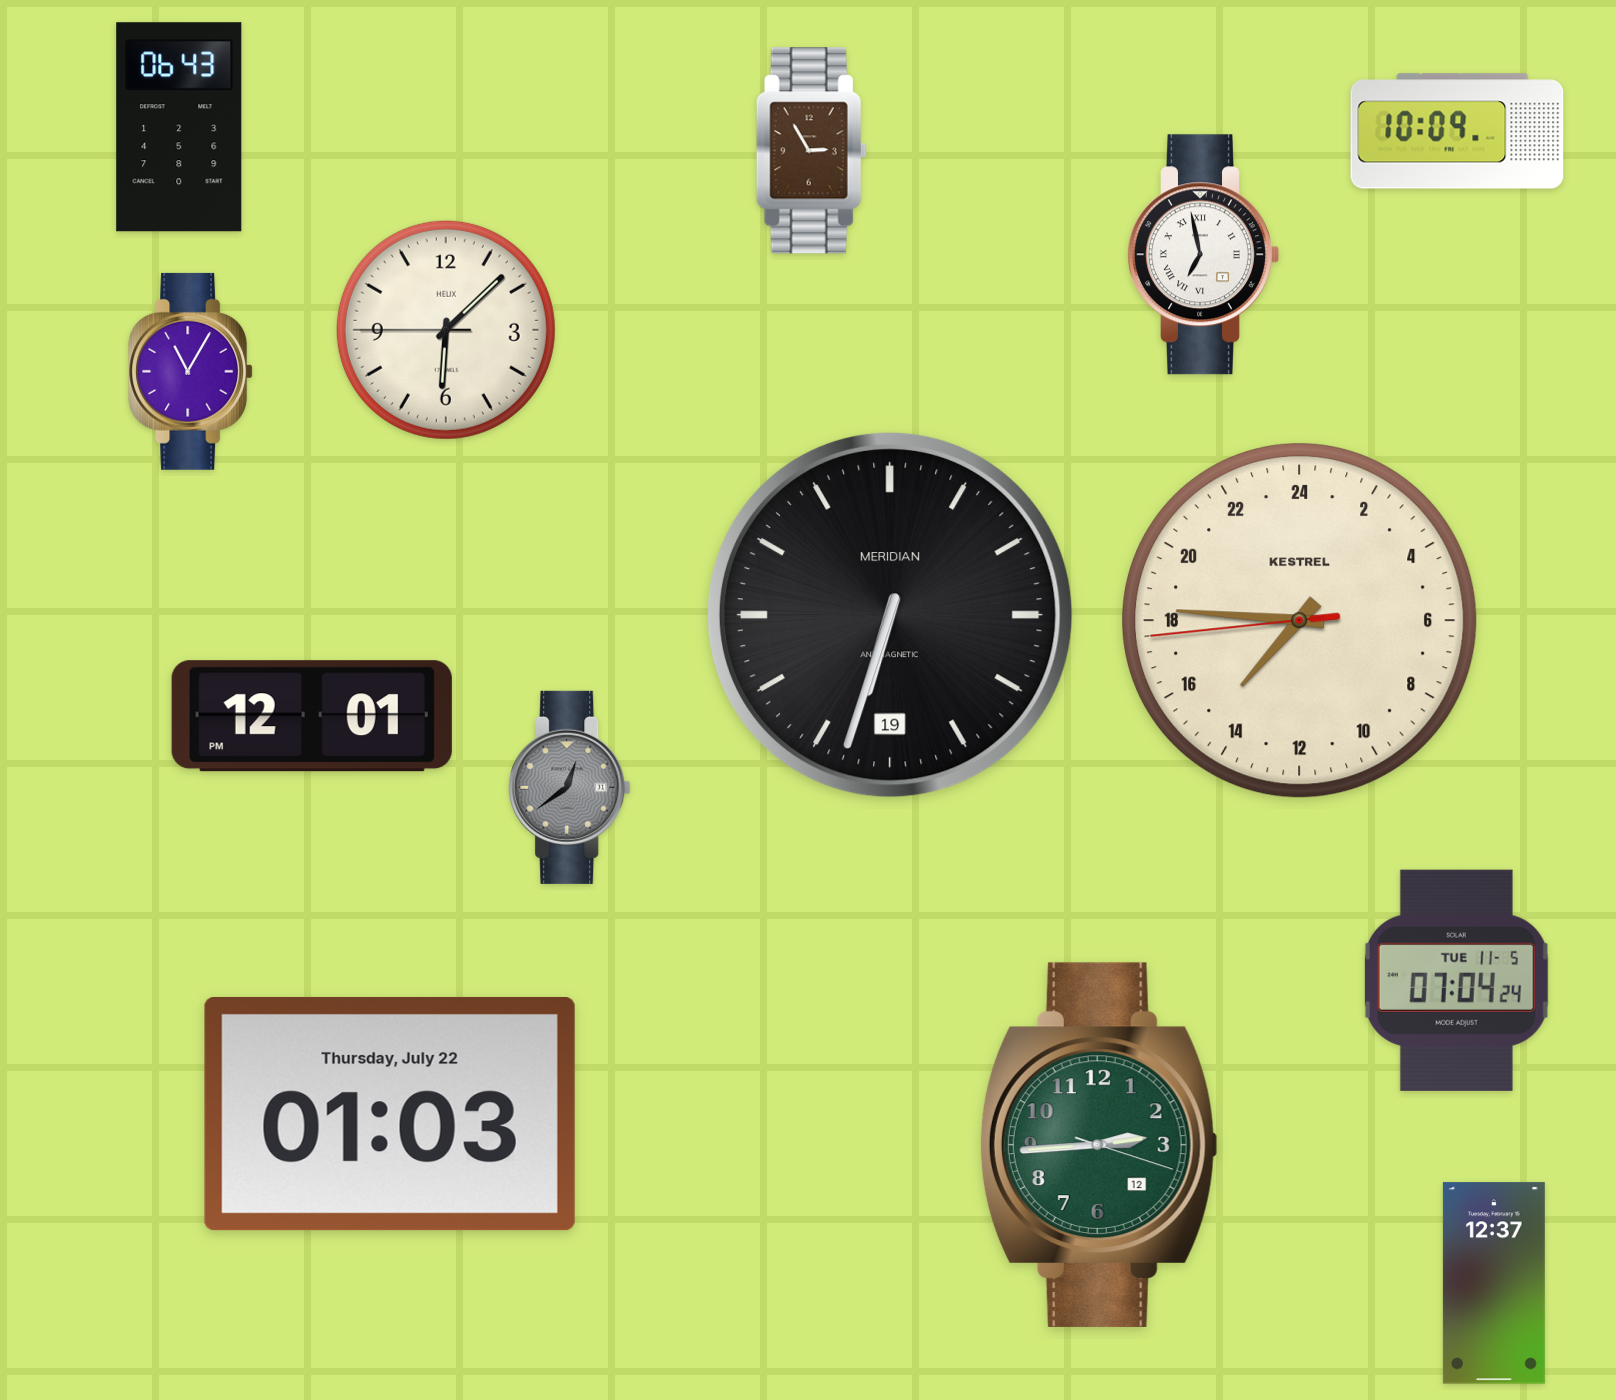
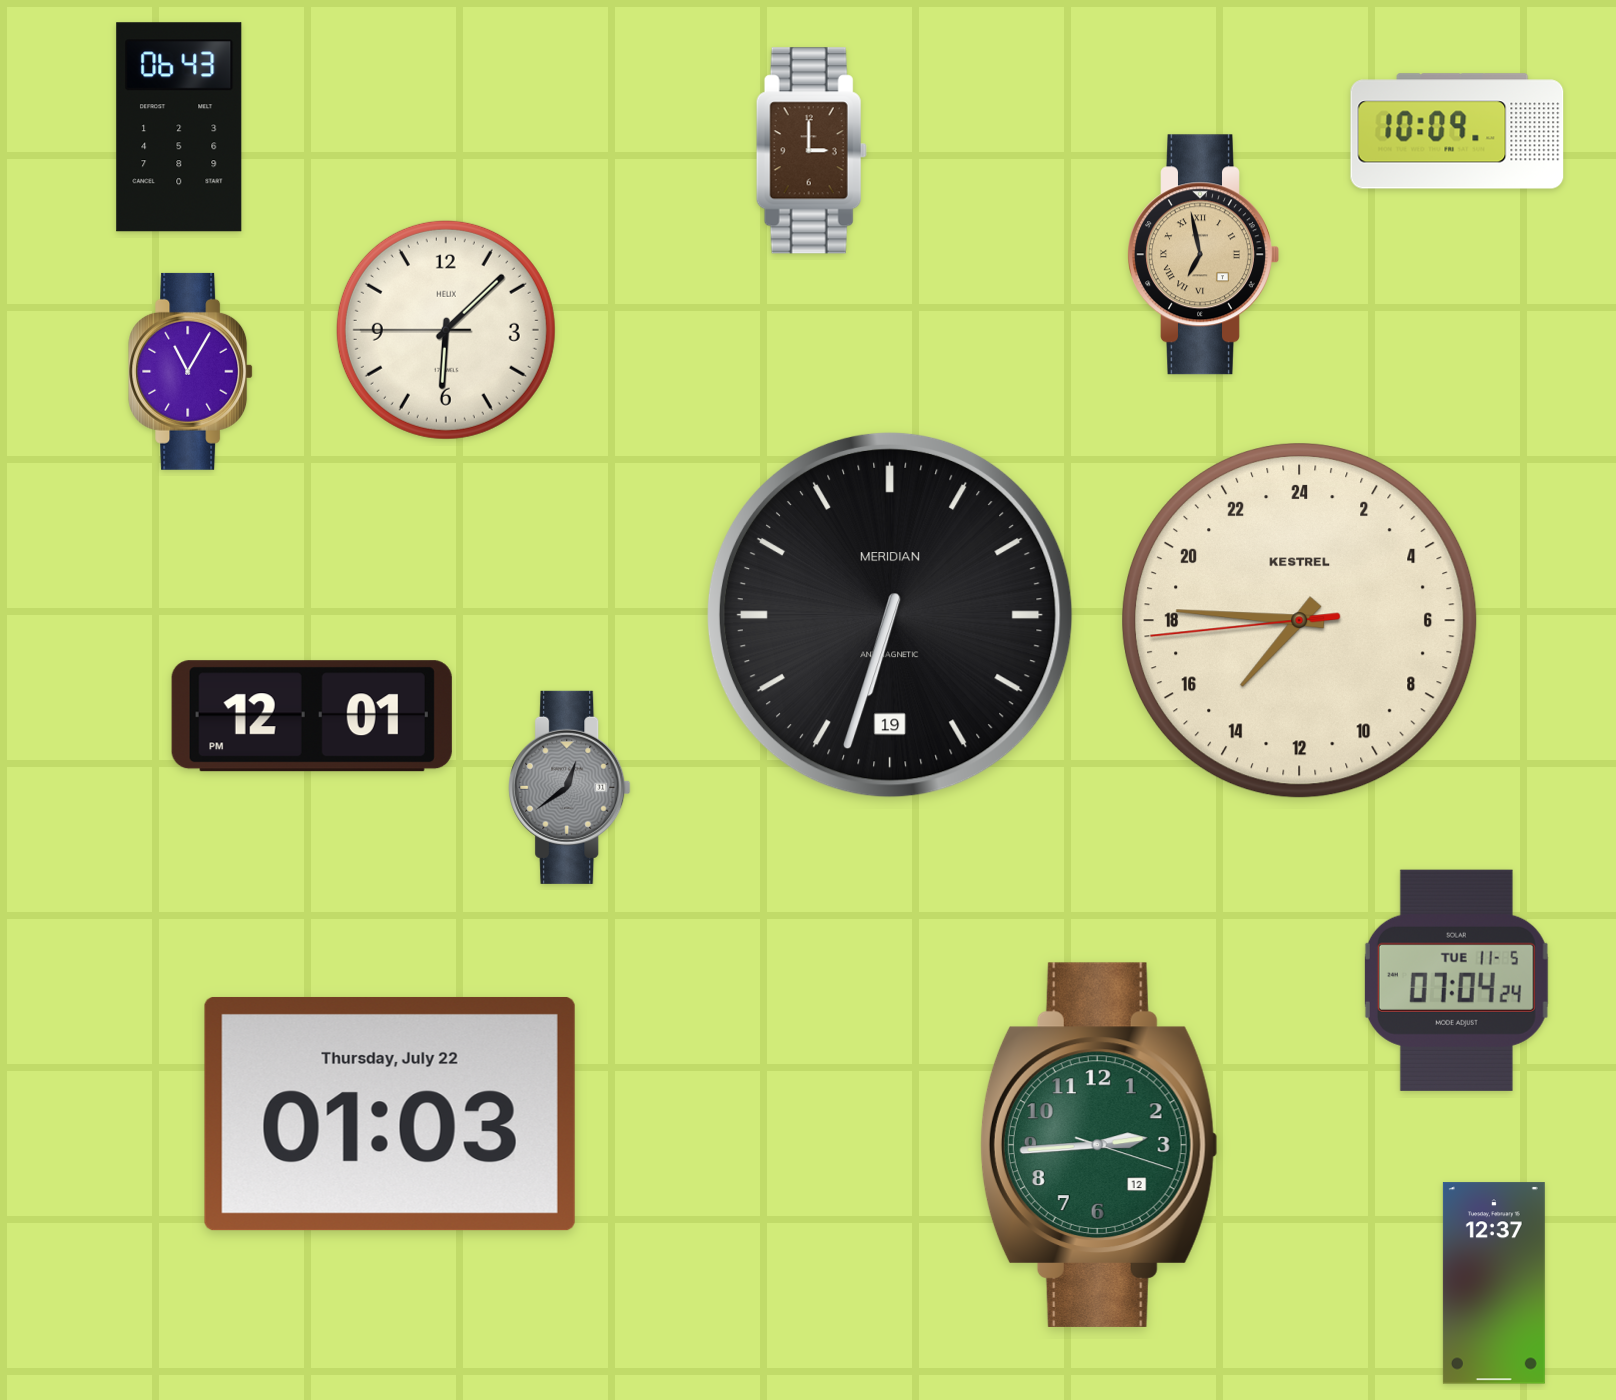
clock at (811, 151): 2:55 -> 3:00
clock at (1204, 255) dial: white -> champagne
